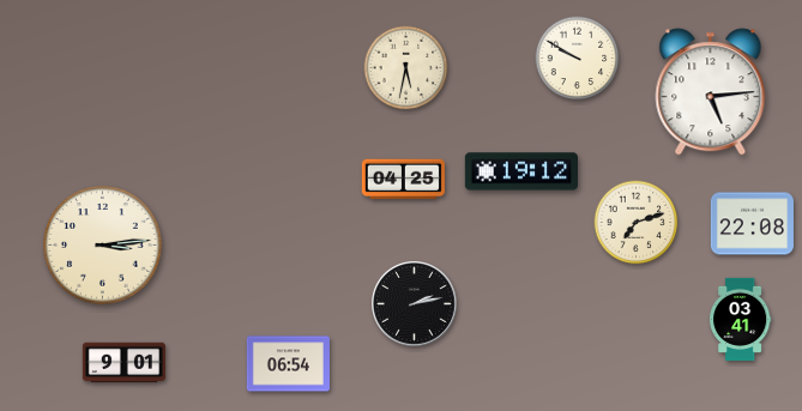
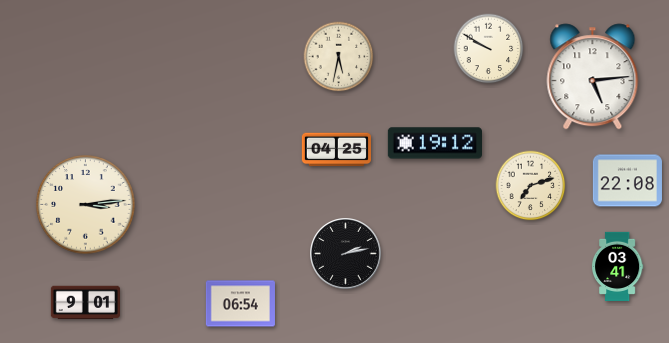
clock at (578, 59) position: (578, 59) -> (489, 49)
clock at (752, 224) position: (752, 224) -> (627, 181)
clock at (123, 363) position: (123, 363) -> (85, 303)
